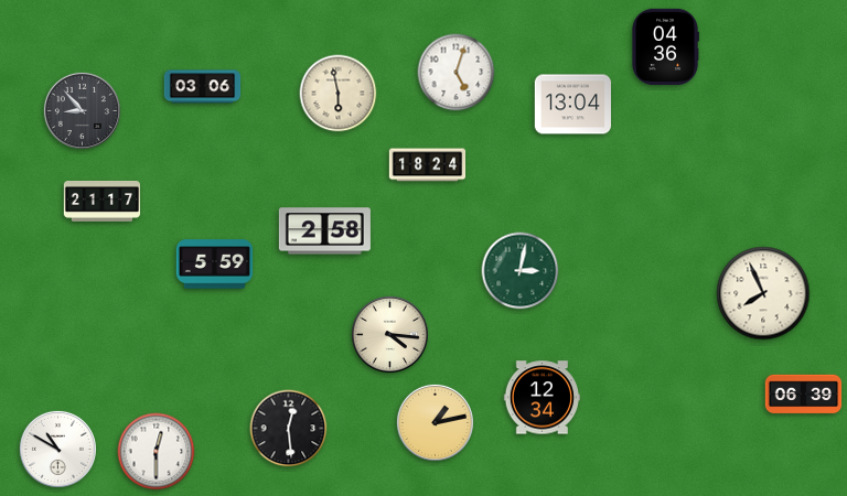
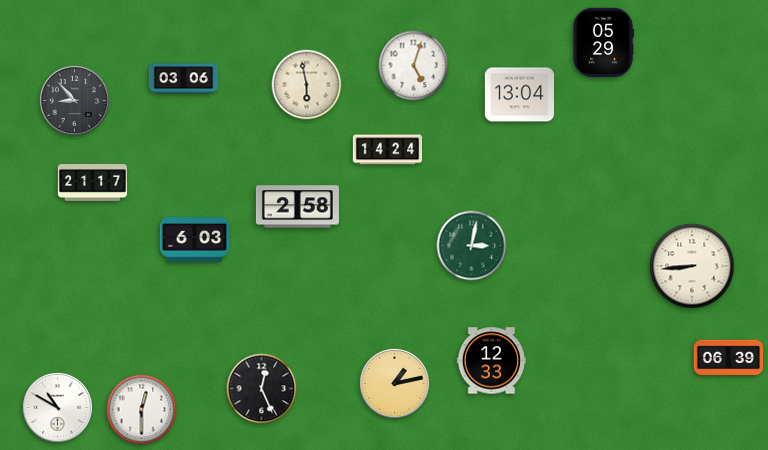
clock at (665, 47): 04:36 -> 05:29
clock at (428, 165): 18:24 -> 14:24
clock at (324, 231) position: (324, 231) -> (297, 207)
clock at (215, 265): 5:59 -> 6:03
clock at (763, 293): 7:56 -> 8:44
clock at (389, 334): 4:16 -> none
clock at (543, 398): 12:34 -> 12:33
clock at (289, 429): 12:29 -> 12:26
clock at (57, 449) position: (57, 449) -> (57, 407)
